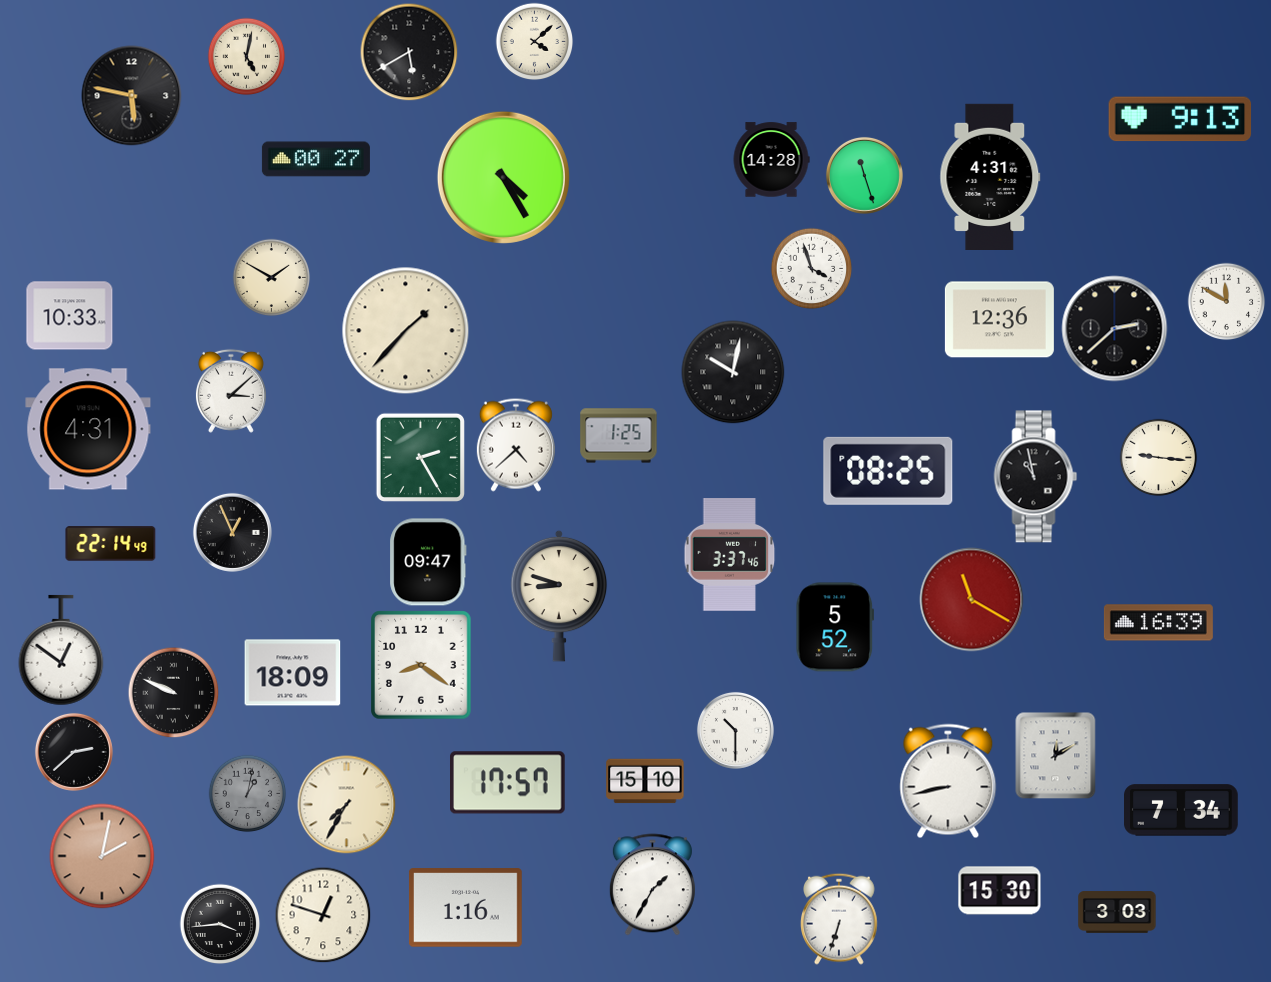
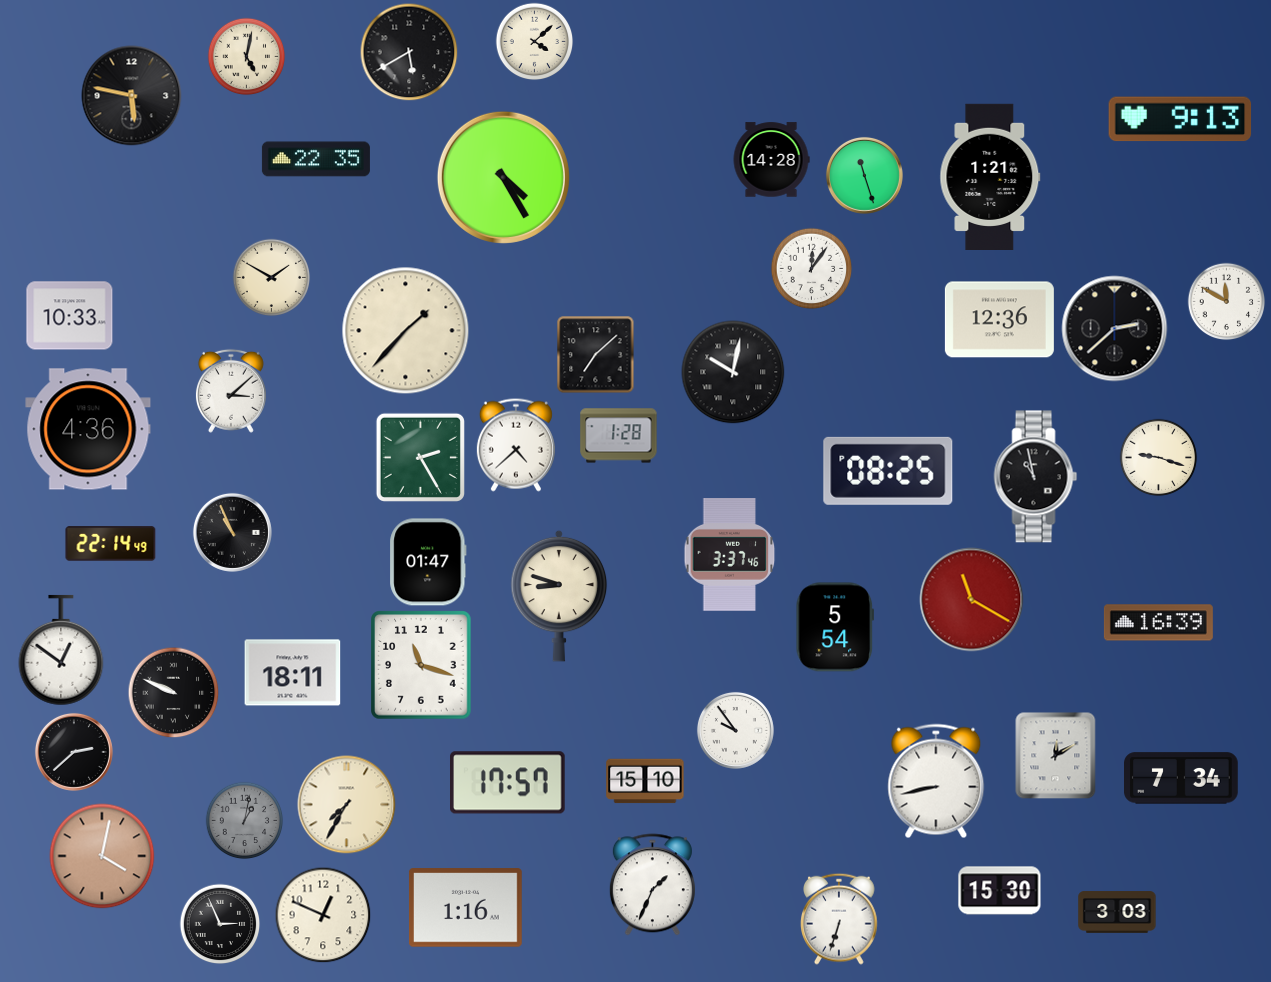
clock at (316, 159): 00:27 -> 22:35
clock at (990, 176): 4:31 -> 1:21
clock at (811, 268): 3:57 -> 12:06
clock at (595, 354): none -> 7:08
clock at (88, 429): 4:31 -> 4:36
clock at (619, 436): 1:25 -> 1:28
clock at (1158, 457): 9:16 -> 9:18
clock at (232, 532): 12:56 -> 10:56
clock at (428, 562): 09:47 -> 01:47
clock at (834, 627): 5:52 -> 5:54
clock at (421, 665): 8:21 -> 11:18
clock at (293, 673): 18:09 -> 18:11
clock at (735, 730): 10:30 -> 9:54
clock at (948, 781) position: (948, 781) -> (936, 781)
clock at (247, 793) position: (247, 793) -> (244, 820)
clock at (1182, 810) position: (1182, 810) -> (1182, 778)
clock at (102, 856): 2:02 -> 4:02
clock at (652, 885): 1:35 -> 1:34
clock at (323, 915): 12:48 -> 12:49
clock at (220, 924): 3:44 -> 2:56
